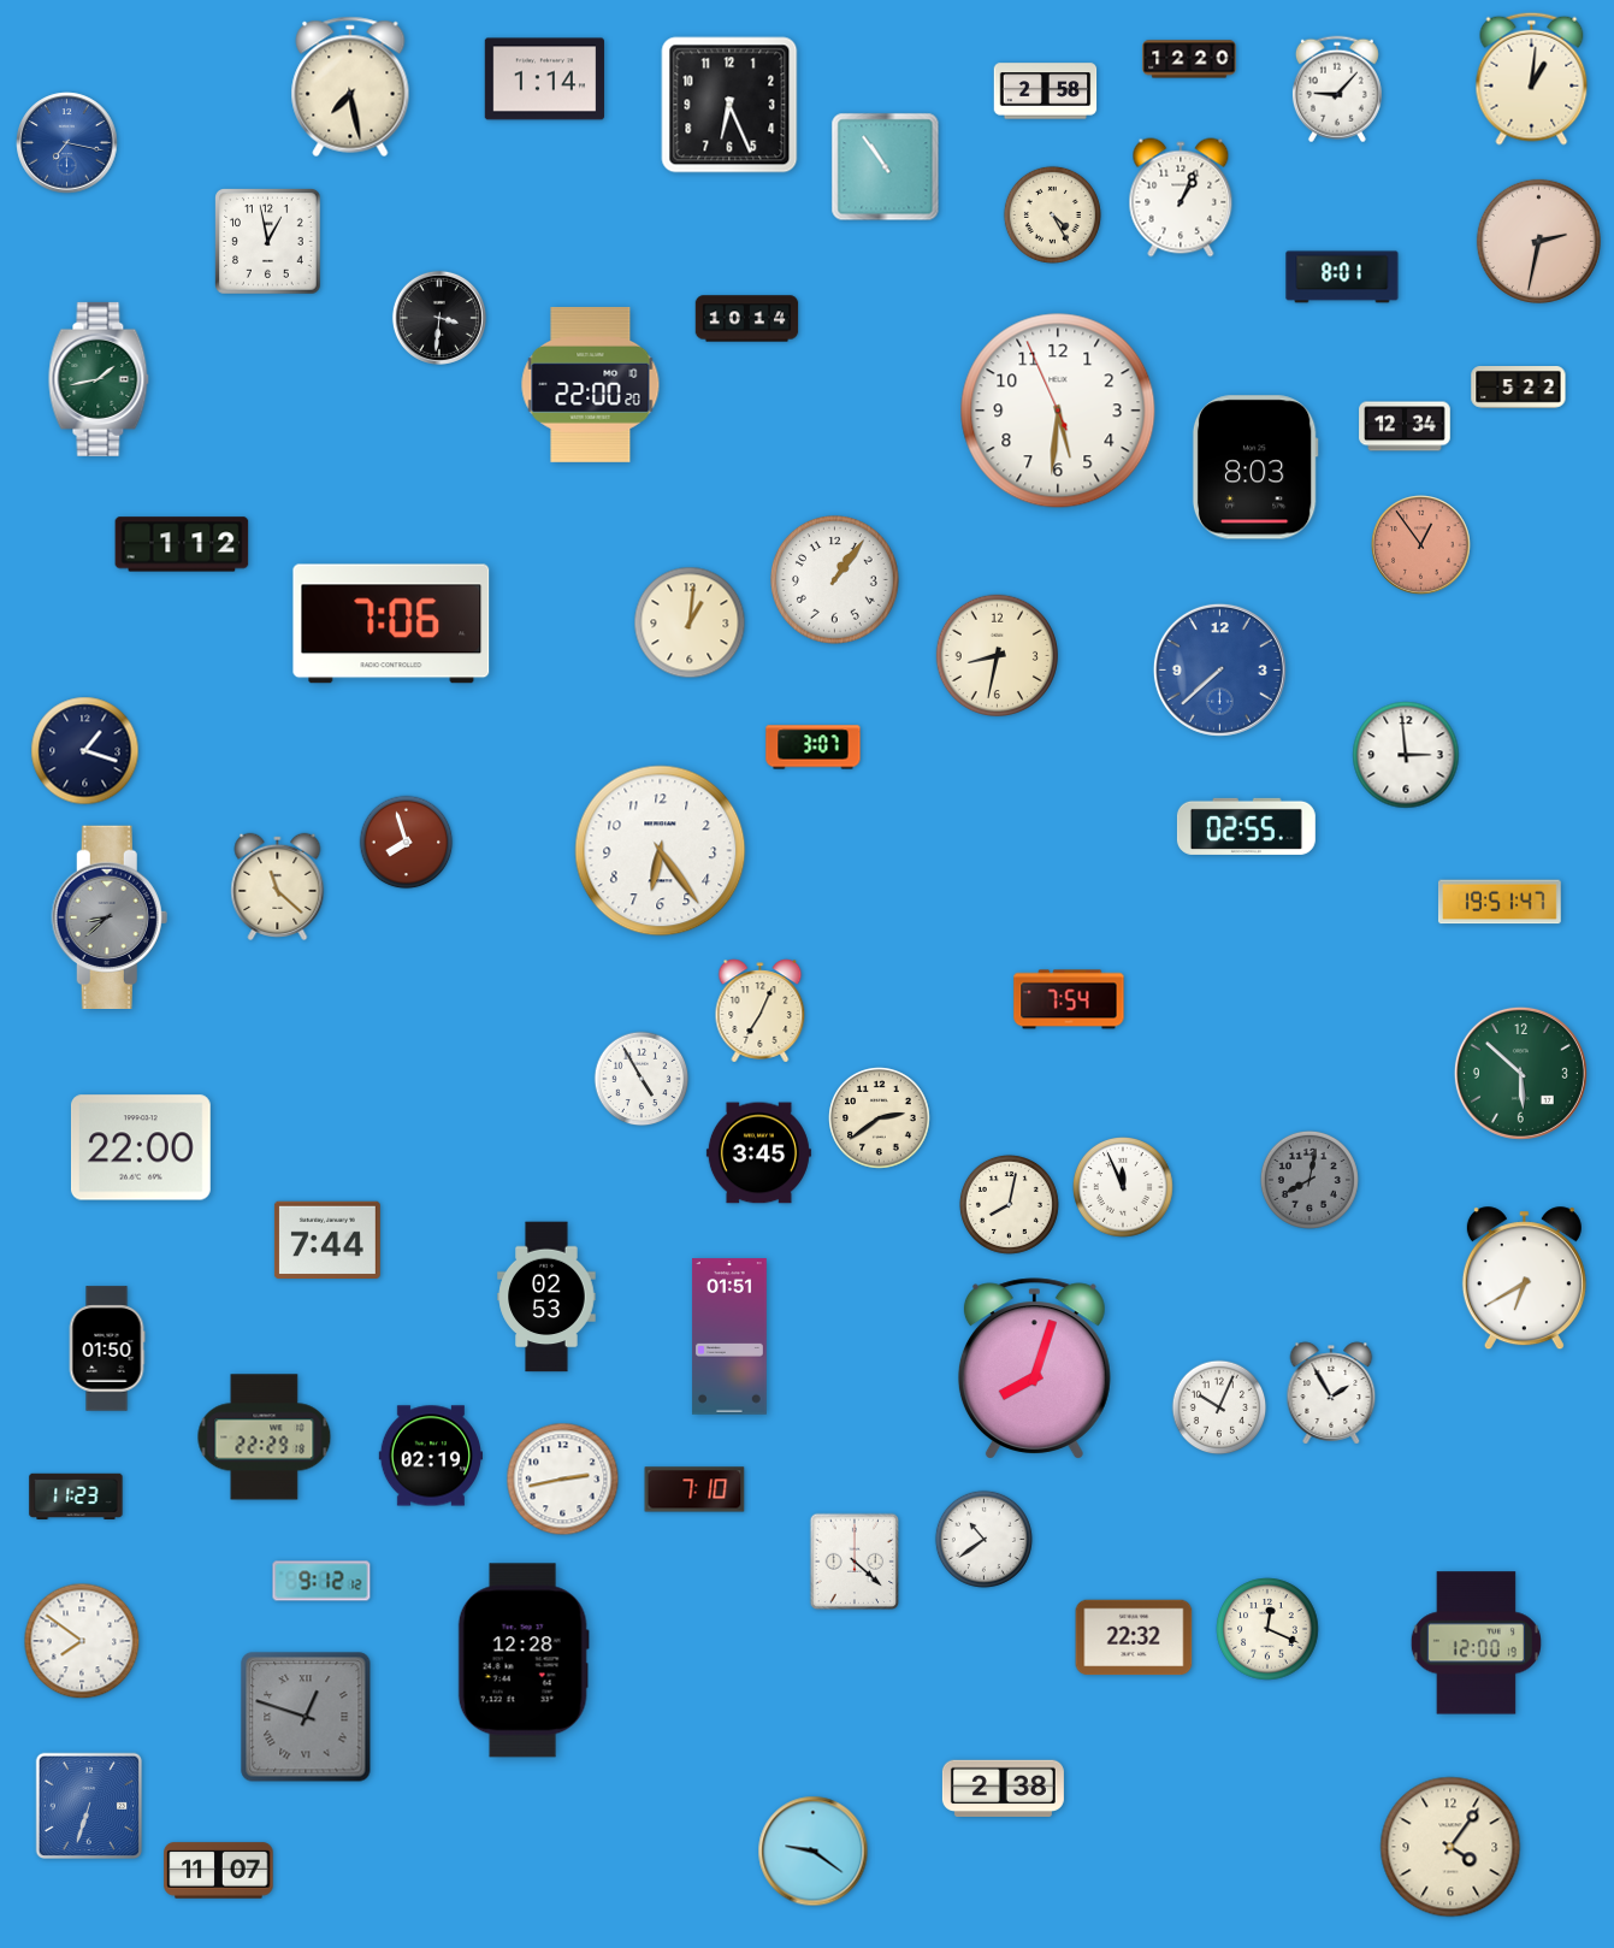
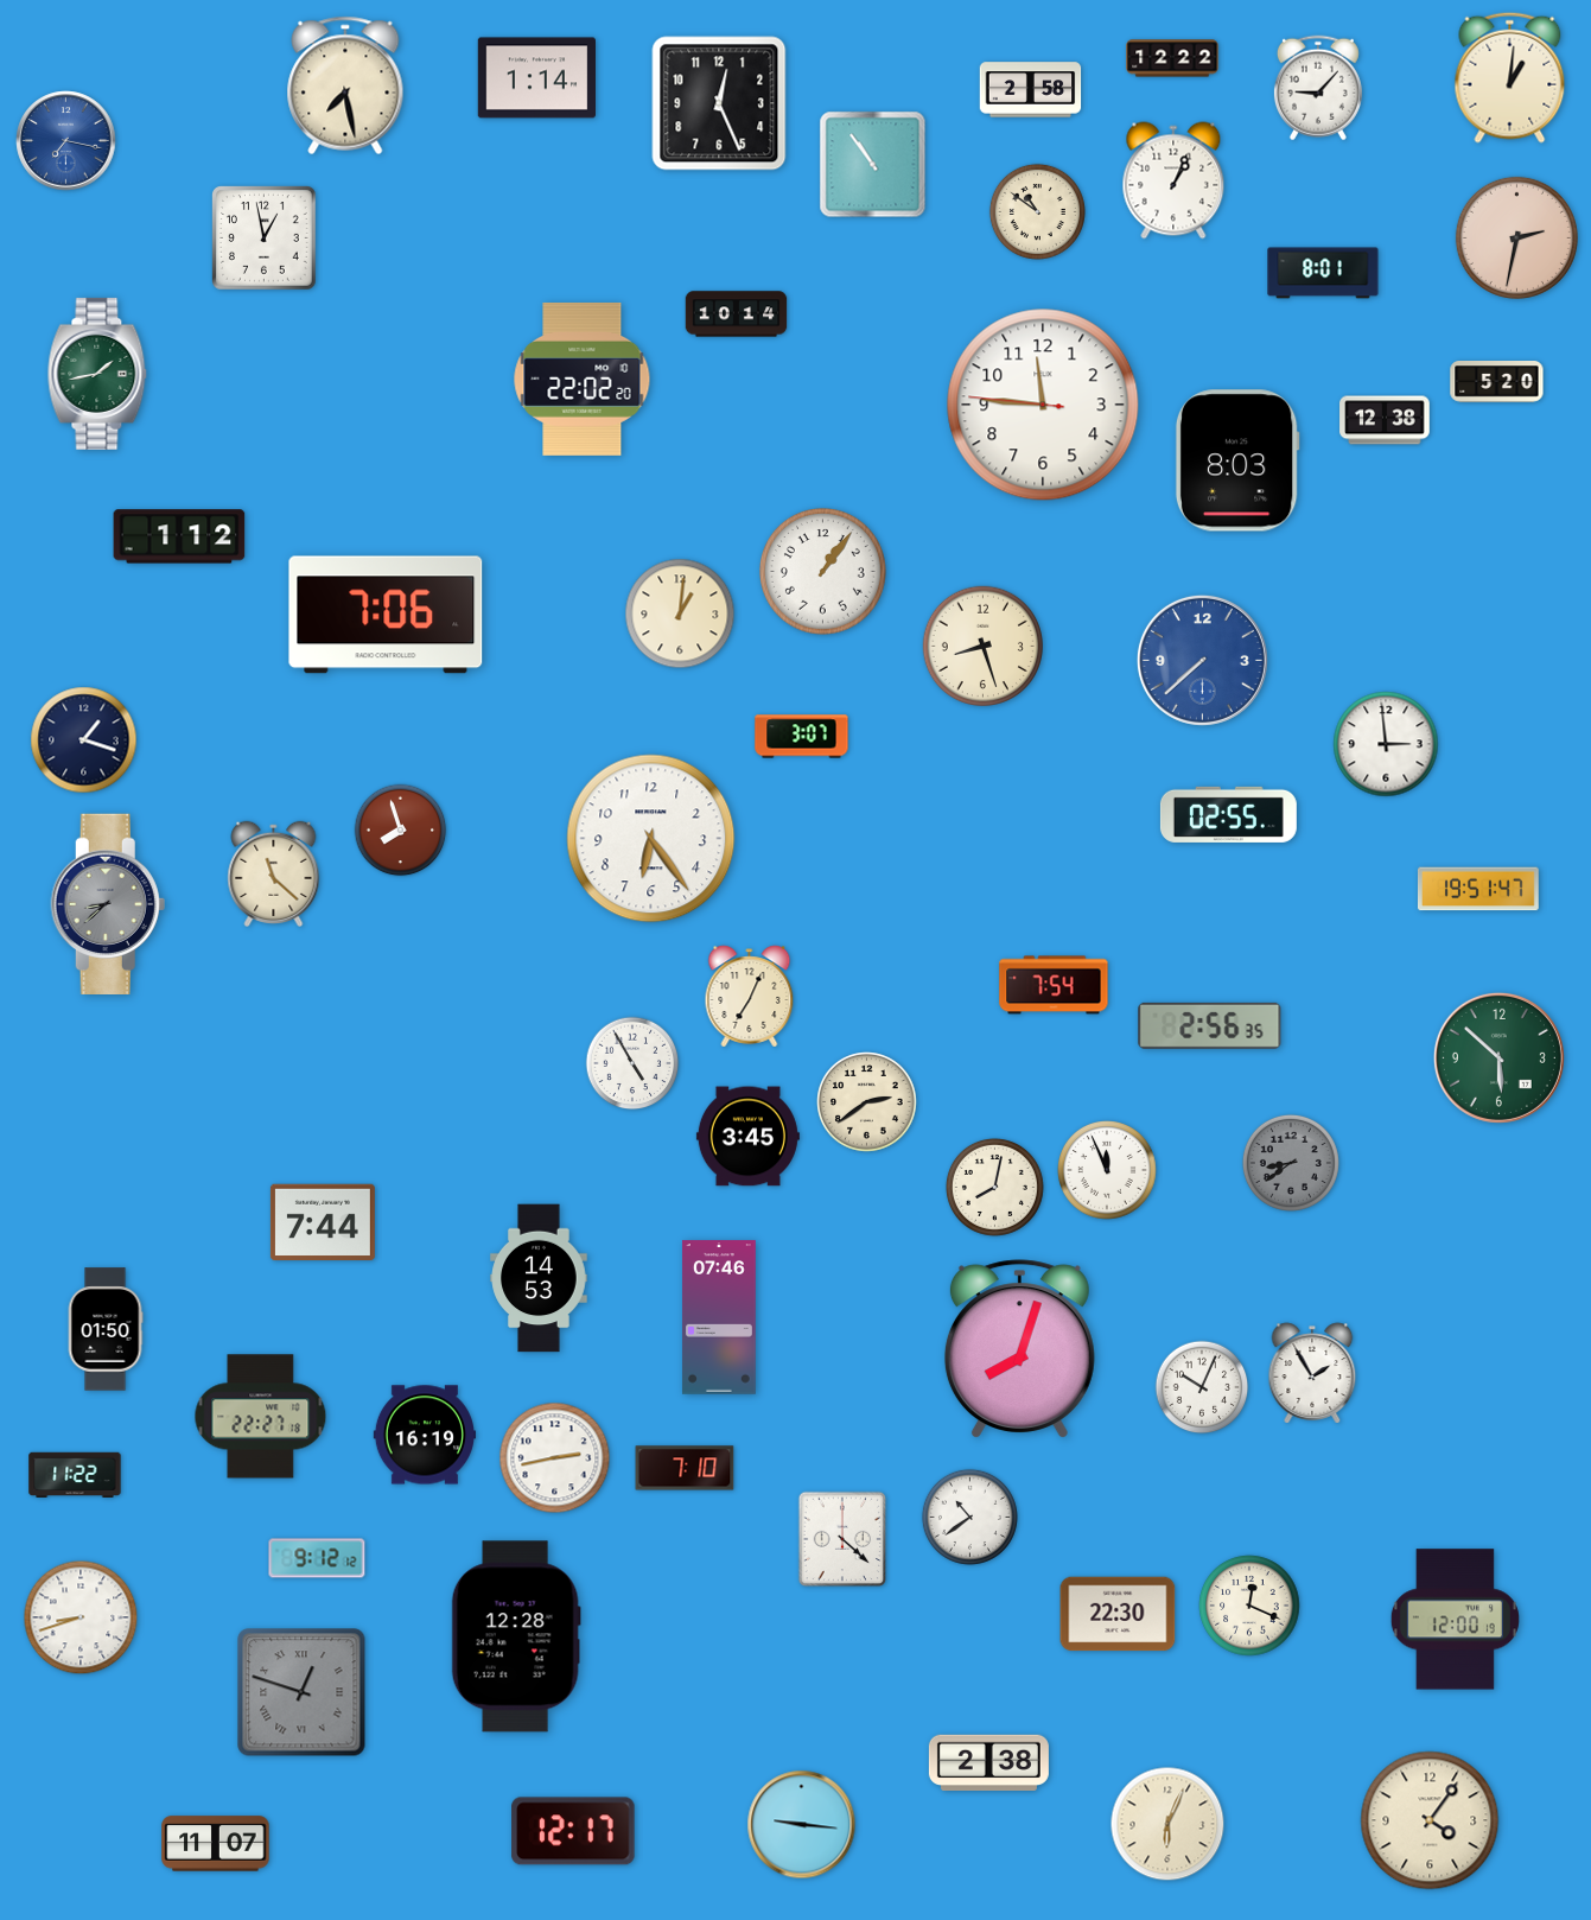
clock at (1189, 59): 12:20 -> 12:22
clock at (729, 105): 6:26 -> 12:26
clock at (1181, 197) position: (1181, 197) -> (1173, 180)
clock at (1052, 214): 4:25 -> 10:51
clock at (439, 318): 3:31 -> none
clock at (591, 384): 22:00 -> 22:02
clock at (1519, 388): 5:22 -> 5:20
clock at (1058, 411): 5:30 -> 11:45
clock at (1405, 426): 12:34 -> 12:38
clock at (1421, 545): 12:54 -> none
clock at (998, 656): 8:32 -> 8:27
clock at (1210, 1025): none -> 2:56
clock at (141, 1147): 22:00 -> none
clock at (1309, 1180): 8:02 -> 8:39
clock at (1524, 1279): 6:40 -> none
clock at (546, 1297): 02:53 -> 14:53
clock at (729, 1336): 01:51 -> 07:46
clock at (265, 1438): 22:29 -> 22:27
clock at (430, 1456): 02:19 -> 16:19
clock at (76, 1495): 11:23 -> 11:22
clock at (1134, 1637): 22:32 -> 22:30
clock at (82, 1641): 7:51 -> 8:42
clock at (88, 1805): 6:33 -> none
clock at (1167, 1824): none -> 6:04
clock at (814, 1852): 9:21 -> 9:16
clock at (573, 1831): none -> 12:17
